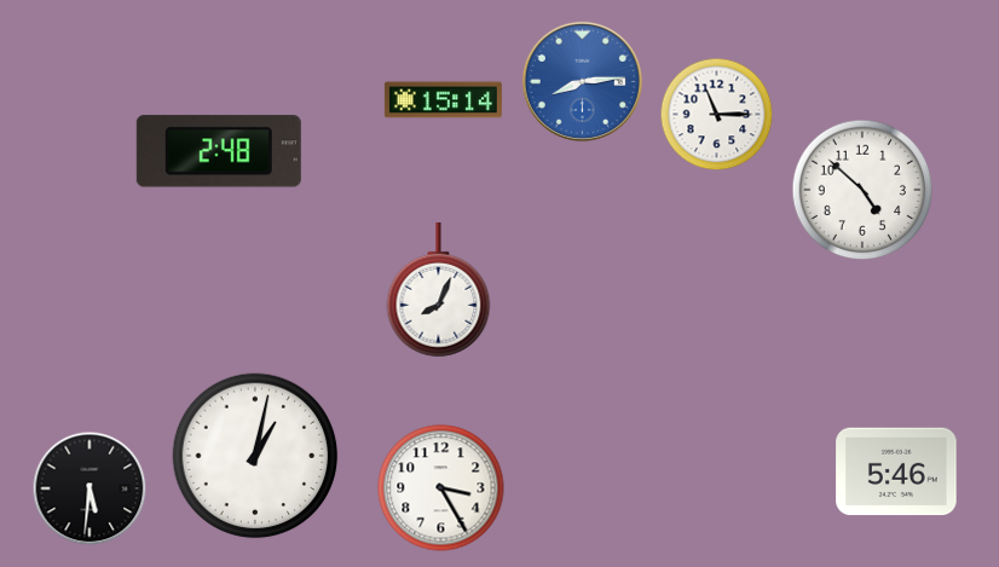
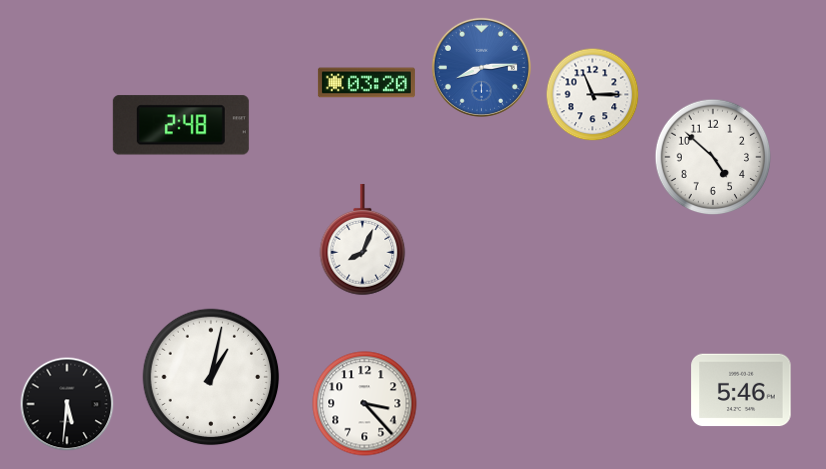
clock at (443, 100): 15:14 -> 03:20
clock at (89, 488) position: (89, 488) -> (67, 404)
clock at (441, 488): 3:25 -> 3:23
